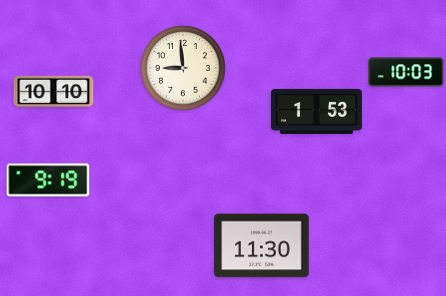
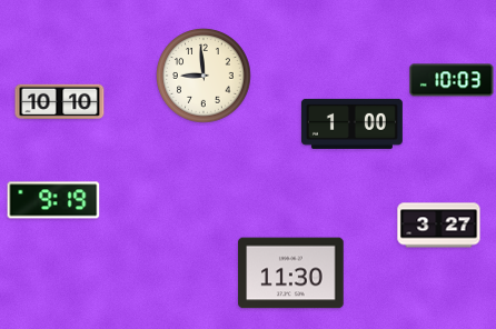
clock at (316, 111): 1:53 -> 1:00
clock at (439, 226): none -> 3:27
